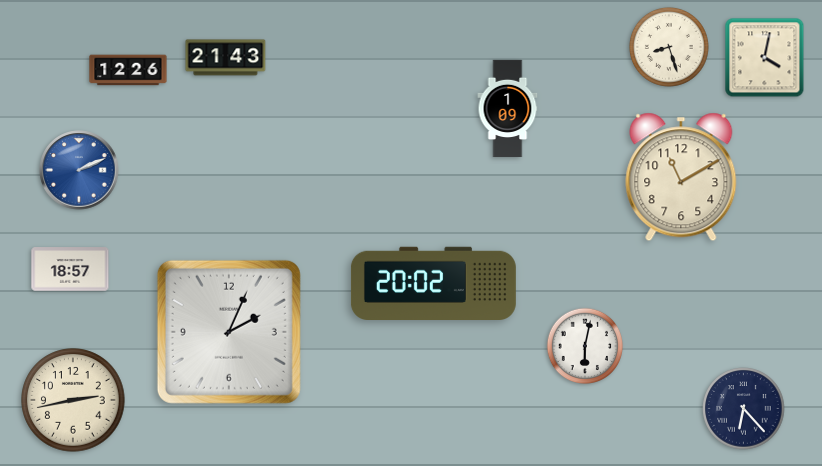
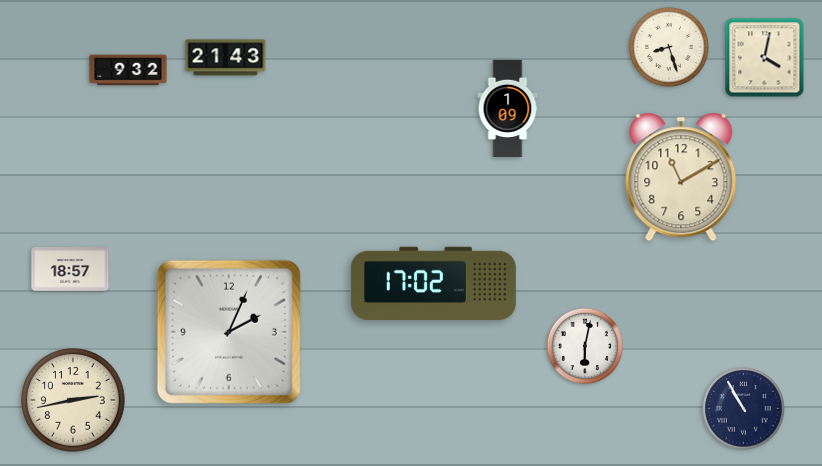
clock at (128, 70): 12:26 -> 9:32
clock at (79, 170): 2:11 -> none
clock at (433, 283): 20:02 -> 17:02
clock at (744, 409): 6:23 -> 10:55
